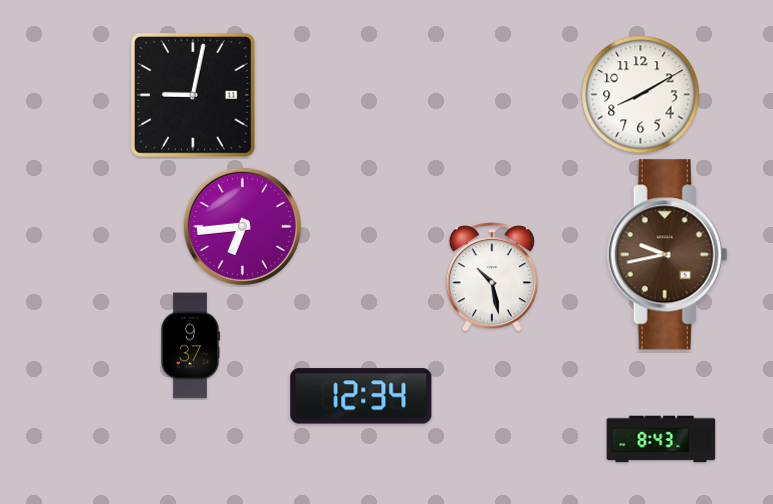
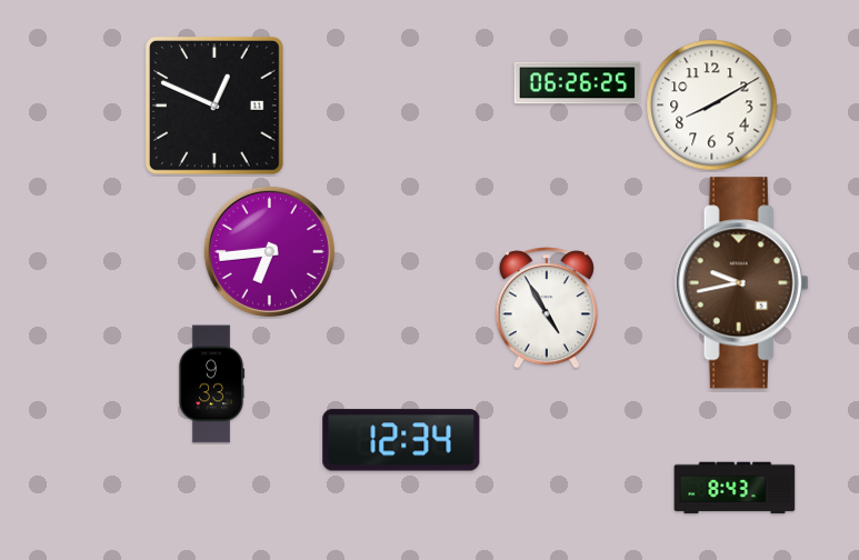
clock at (578, 83): none -> 06:26
clock at (193, 95): 9:02 -> 12:49
clock at (492, 277): 10:28 -> 4:55
clock at (190, 346): 9:37 -> 9:33
